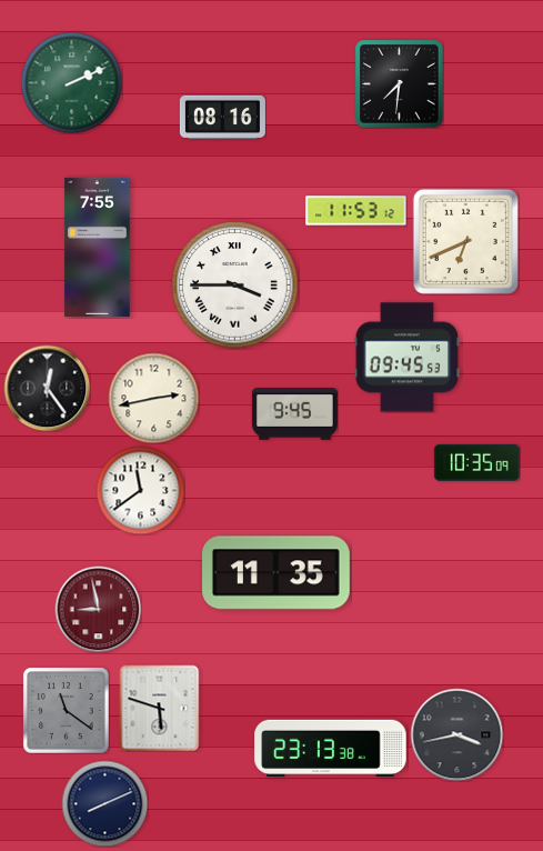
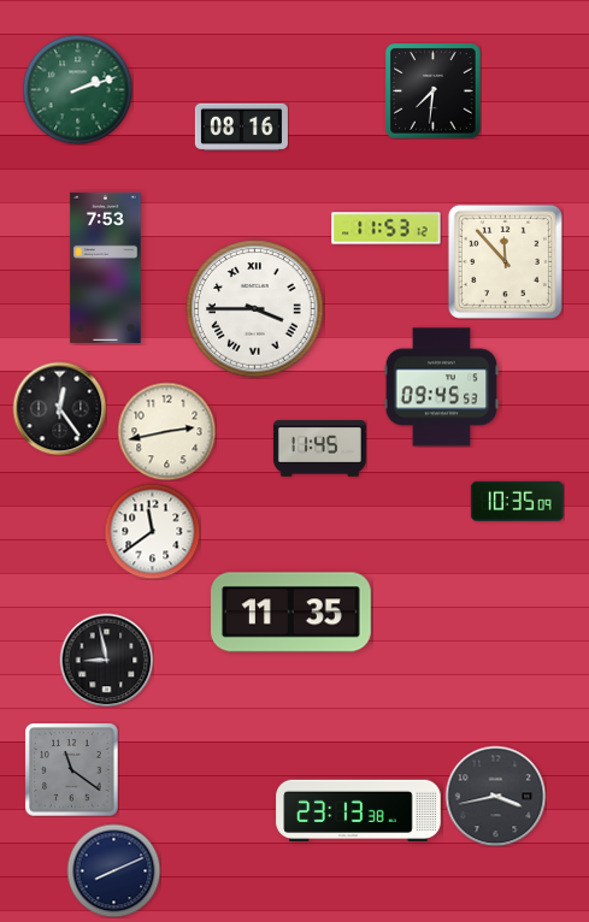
clock at (71, 82): 2:11 -> 2:12
clock at (465, 241): 6:41 -> 11:53
clock at (98, 247): 7:55 -> 7:53
clock at (47, 388) position: (47, 388) -> (59, 408)
clock at (294, 414): 9:45 -> 11:45
clock at (276, 573) position: (276, 573) -> (291, 613)
clock at (98, 609) dial: burgundy -> black
clock at (160, 708): 5:48 -> none
